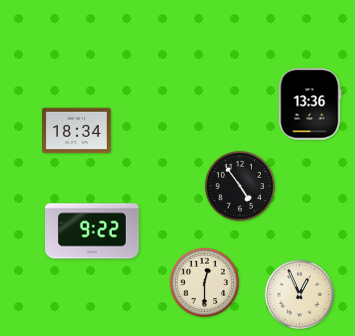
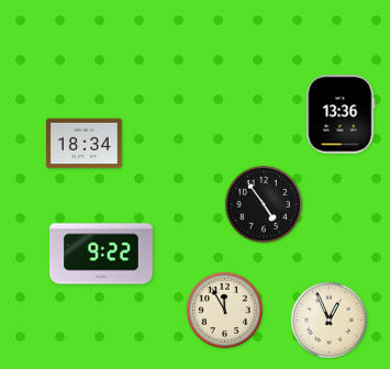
clock at (204, 282): 12:30 -> 11:55
clock at (299, 294) position: (299, 294) -> (328, 320)
